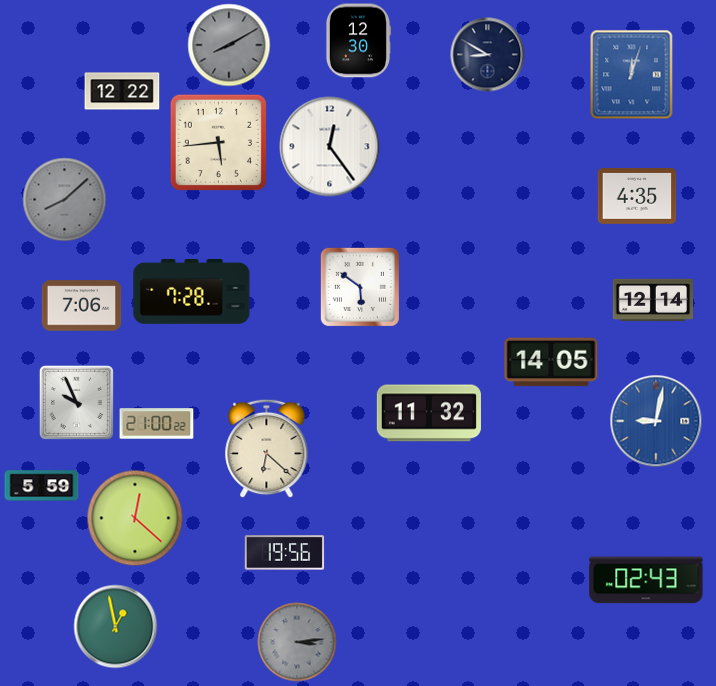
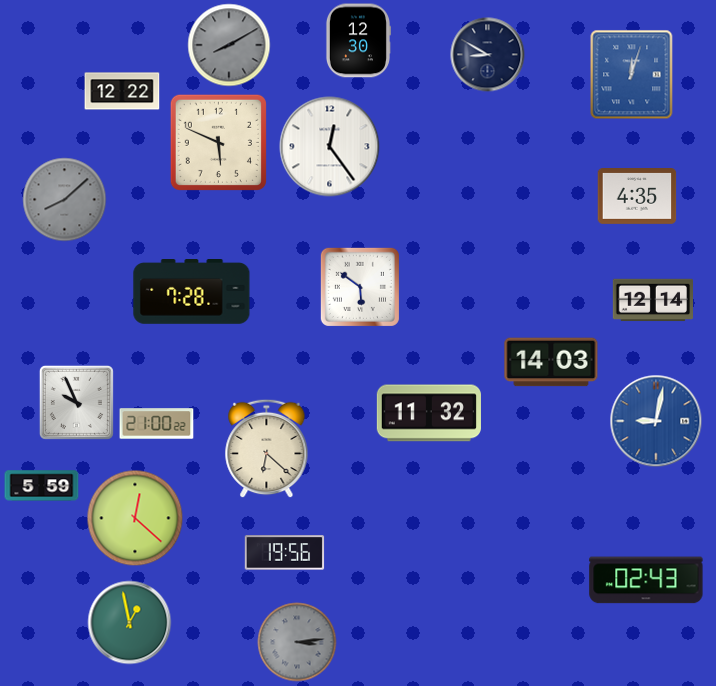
clock at (218, 142): 5:44 -> 5:49
clock at (82, 306): 7:06 -> none
clock at (551, 362): 14:05 -> 14:03
clock at (116, 627) position: (116, 627) -> (130, 623)
